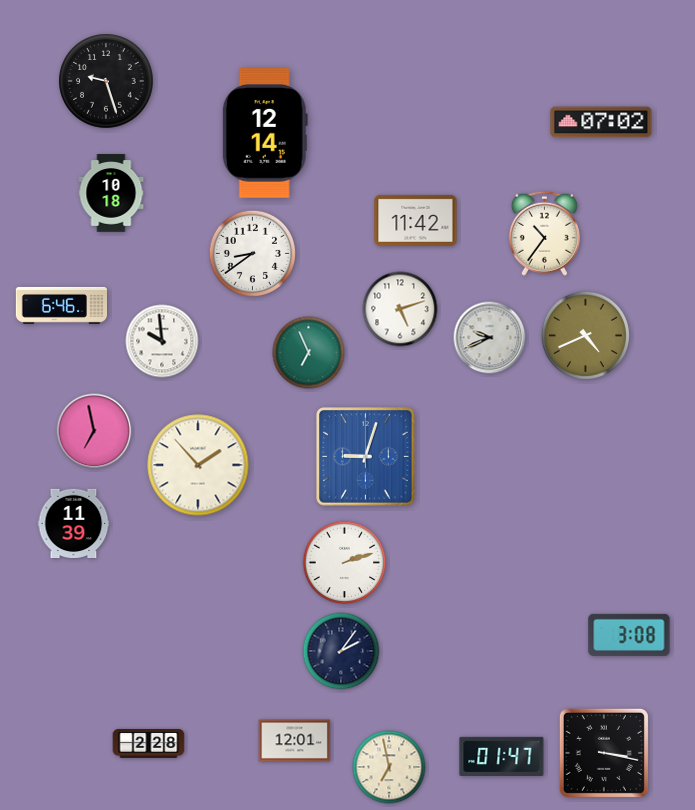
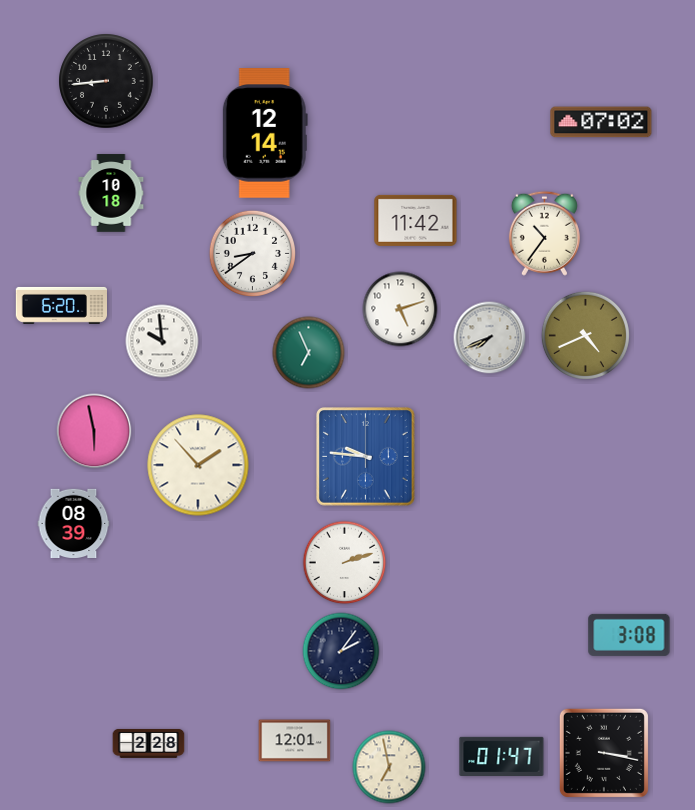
clock at (106, 81): 9:27 -> 8:44
clock at (61, 305): 6:46 -> 6:20
clock at (490, 338): 9:41 -> 7:41
clock at (94, 431): 6:58 -> 5:58
clock at (366, 457): 9:03 -> 9:46
clock at (74, 524): 11:39 -> 08:39
